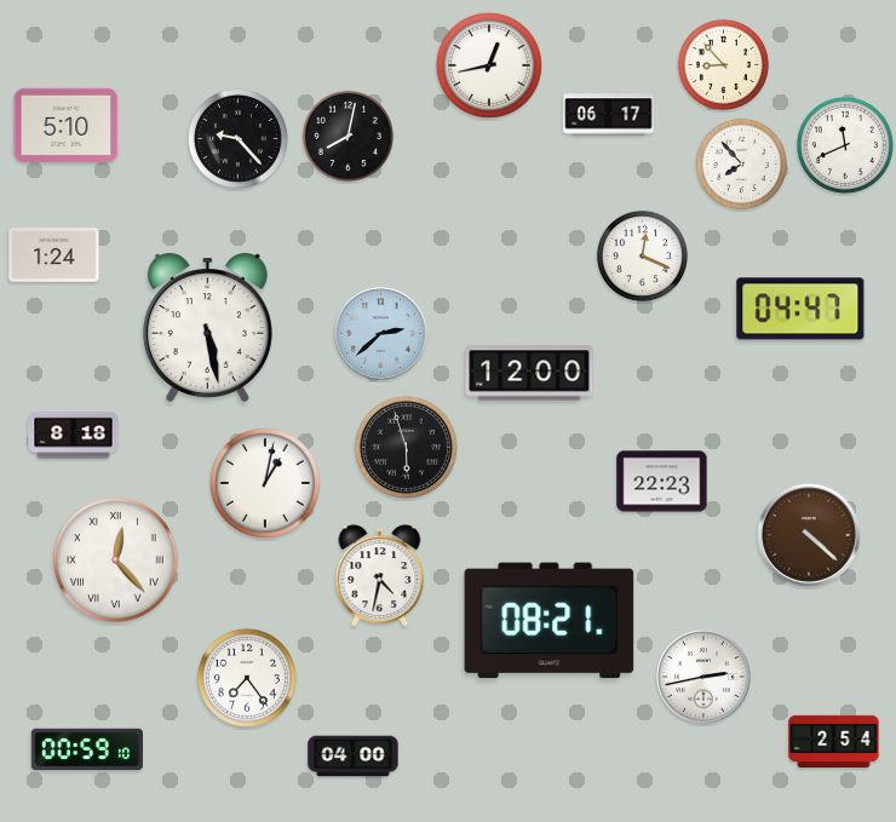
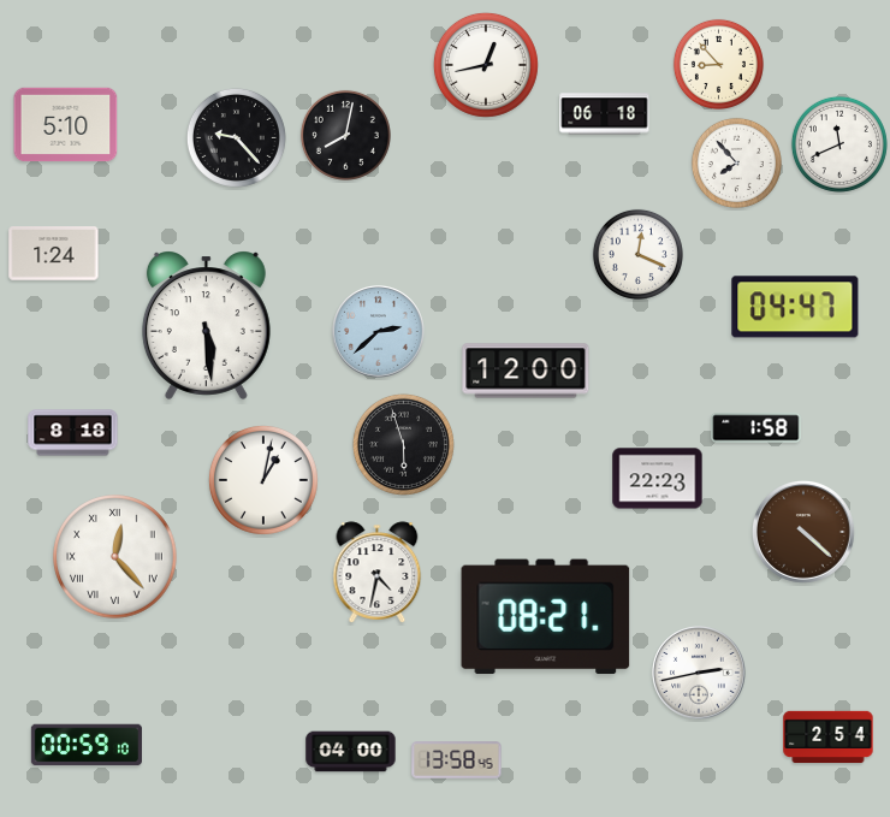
clock at (609, 115): 06:17 -> 06:18
clock at (207, 327): 5:28 -> 5:29
clock at (756, 428): none -> 1:58
clock at (247, 678): 7:24 -> none
clock at (457, 760): none -> 13:58
